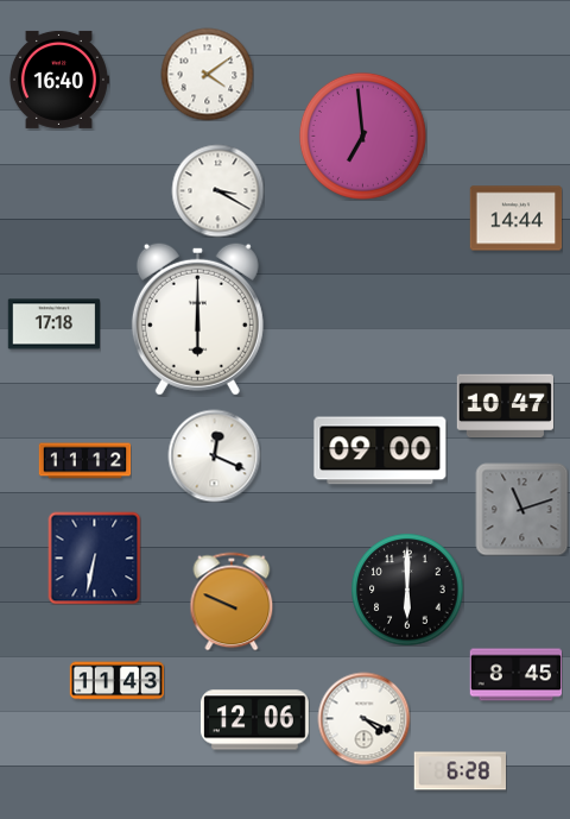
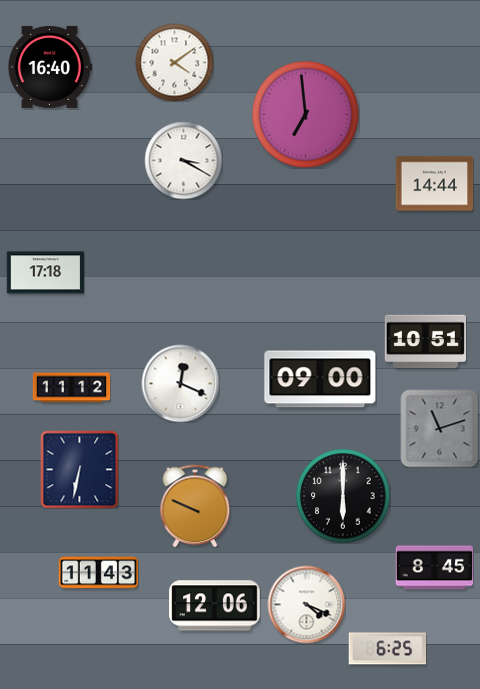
clock at (197, 319): 6:00 -> none
clock at (505, 407): 10:47 -> 10:51
clock at (460, 771): 6:28 -> 6:25
